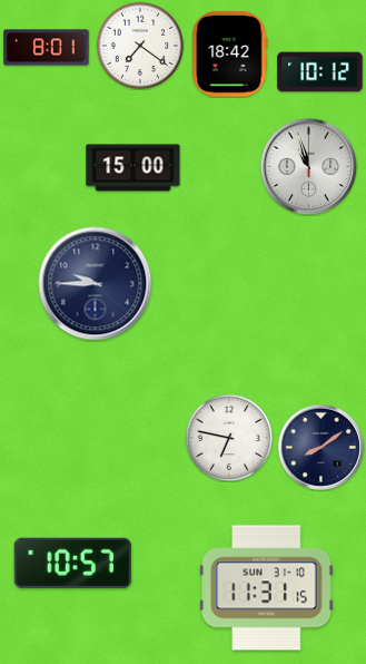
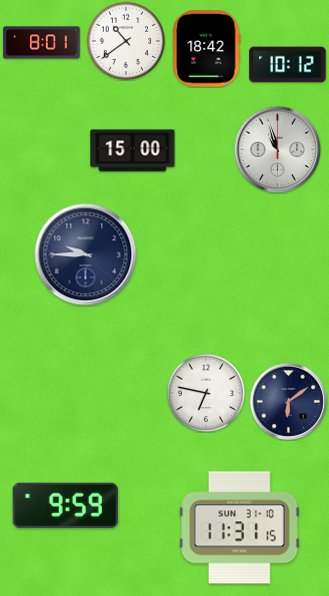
clock at (140, 46): 7:21 -> 10:39
clock at (133, 168) position: (133, 168) -> (133, 151)
clock at (320, 447): 8:09 -> 6:09
clock at (72, 563): 10:57 -> 9:59
